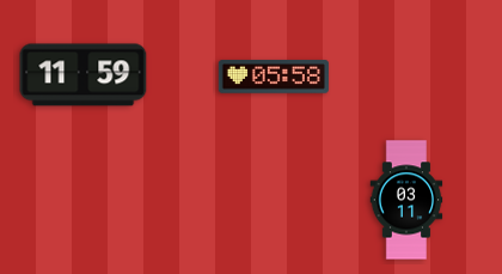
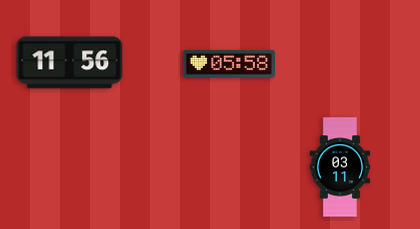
clock at (84, 75): 11:59 -> 11:56
